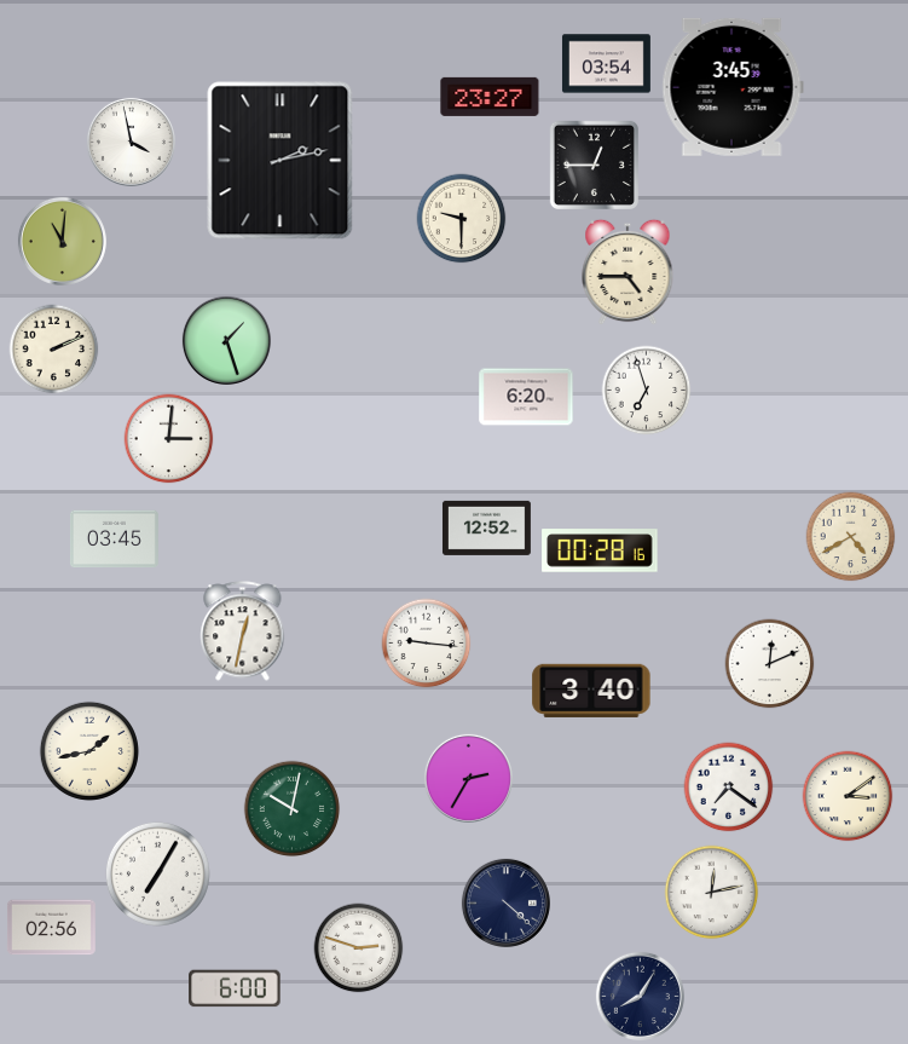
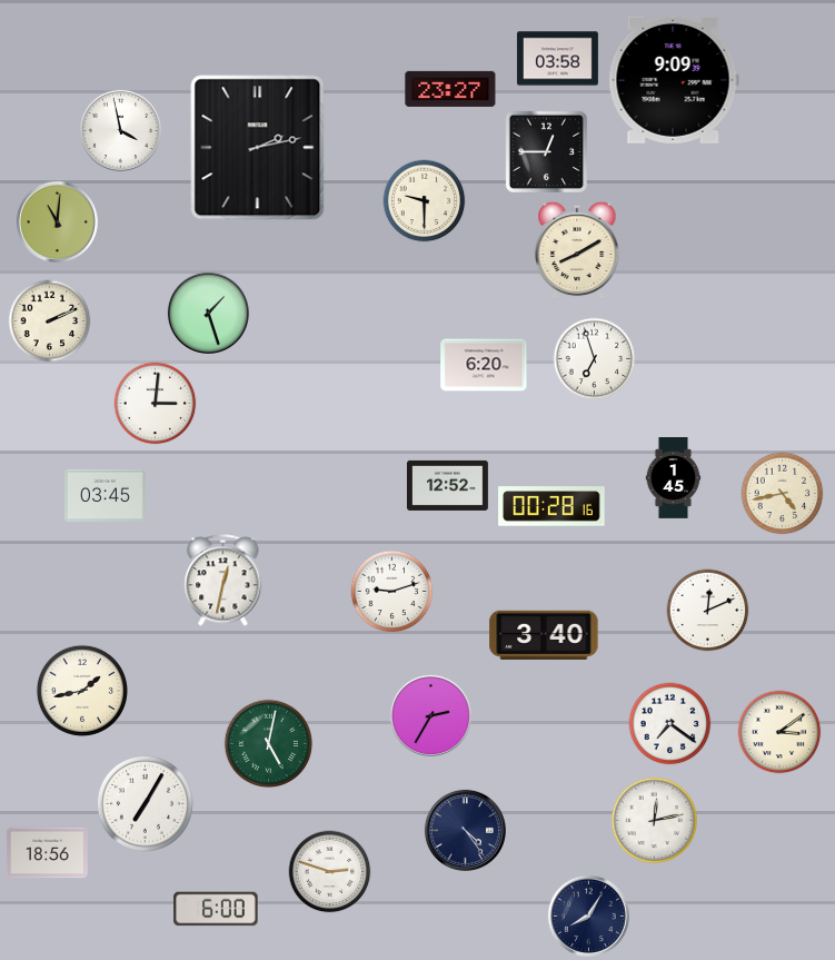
clock at (607, 64): 03:54 -> 03:58
clock at (733, 87): 3:45 -> 9:09
clock at (627, 272): 4:45 -> 8:10
clock at (674, 478): none -> 1:45
clock at (851, 537): 4:40 -> 4:43
clock at (427, 644): 9:16 -> 9:12
clock at (293, 809): 10:02 -> 5:02
clock at (505, 902): 4:22 -> 4:24
clock at (51, 928): 02:56 -> 18:56
